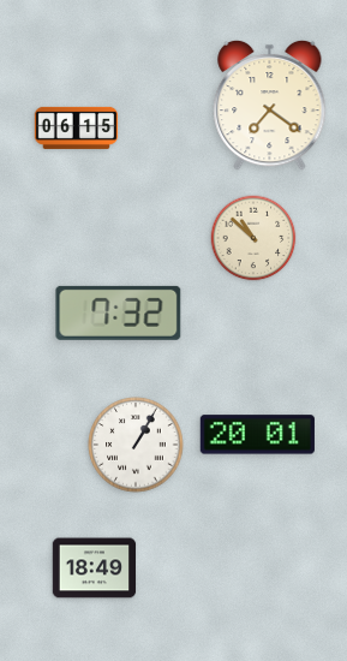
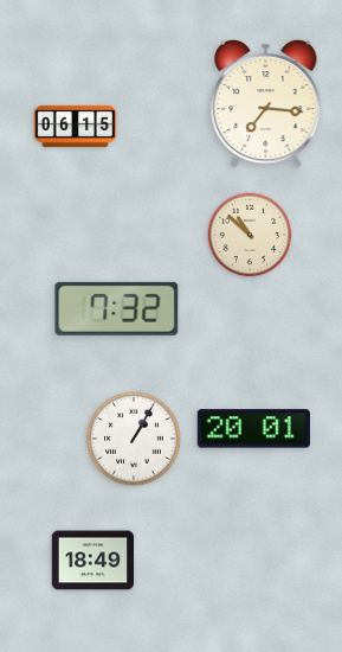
clock at (270, 105): 7:21 -> 7:16
